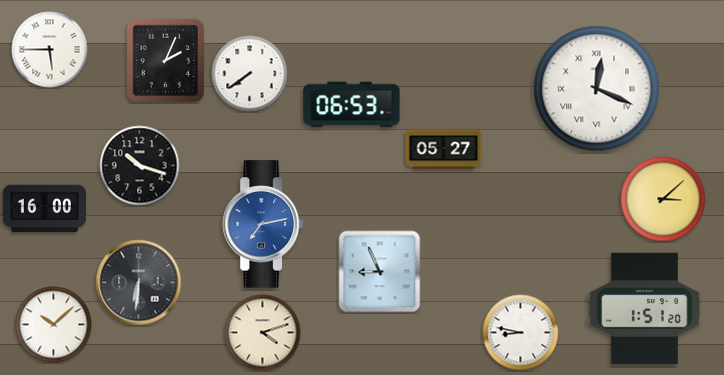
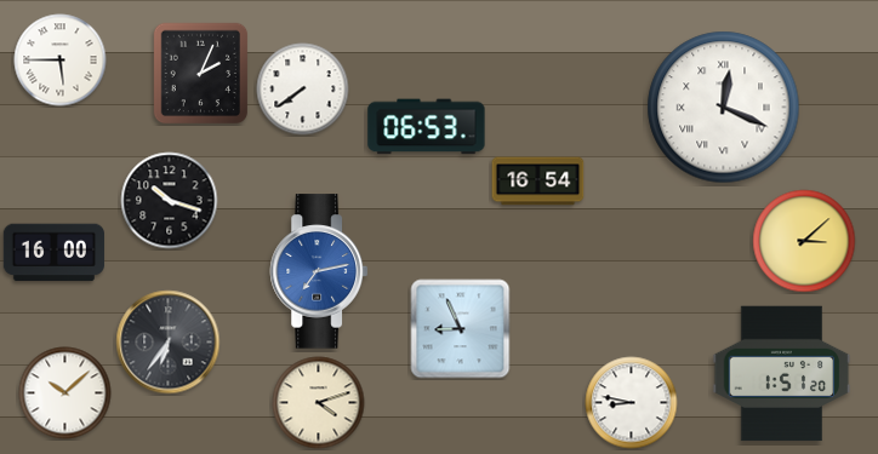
clock at (444, 150): 05:27 -> 16:54
clock at (139, 283): 6:31 -> 6:36
